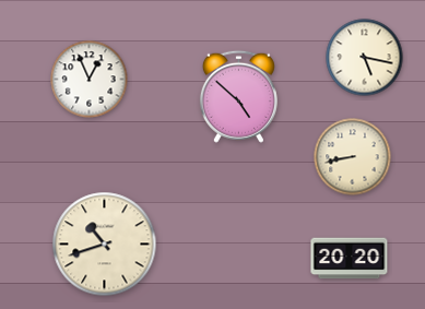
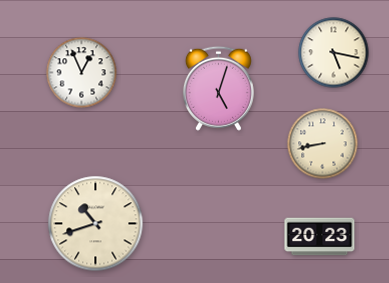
clock at (238, 96): 4:52 -> 5:03
clock at (350, 259): 20:20 -> 20:23
